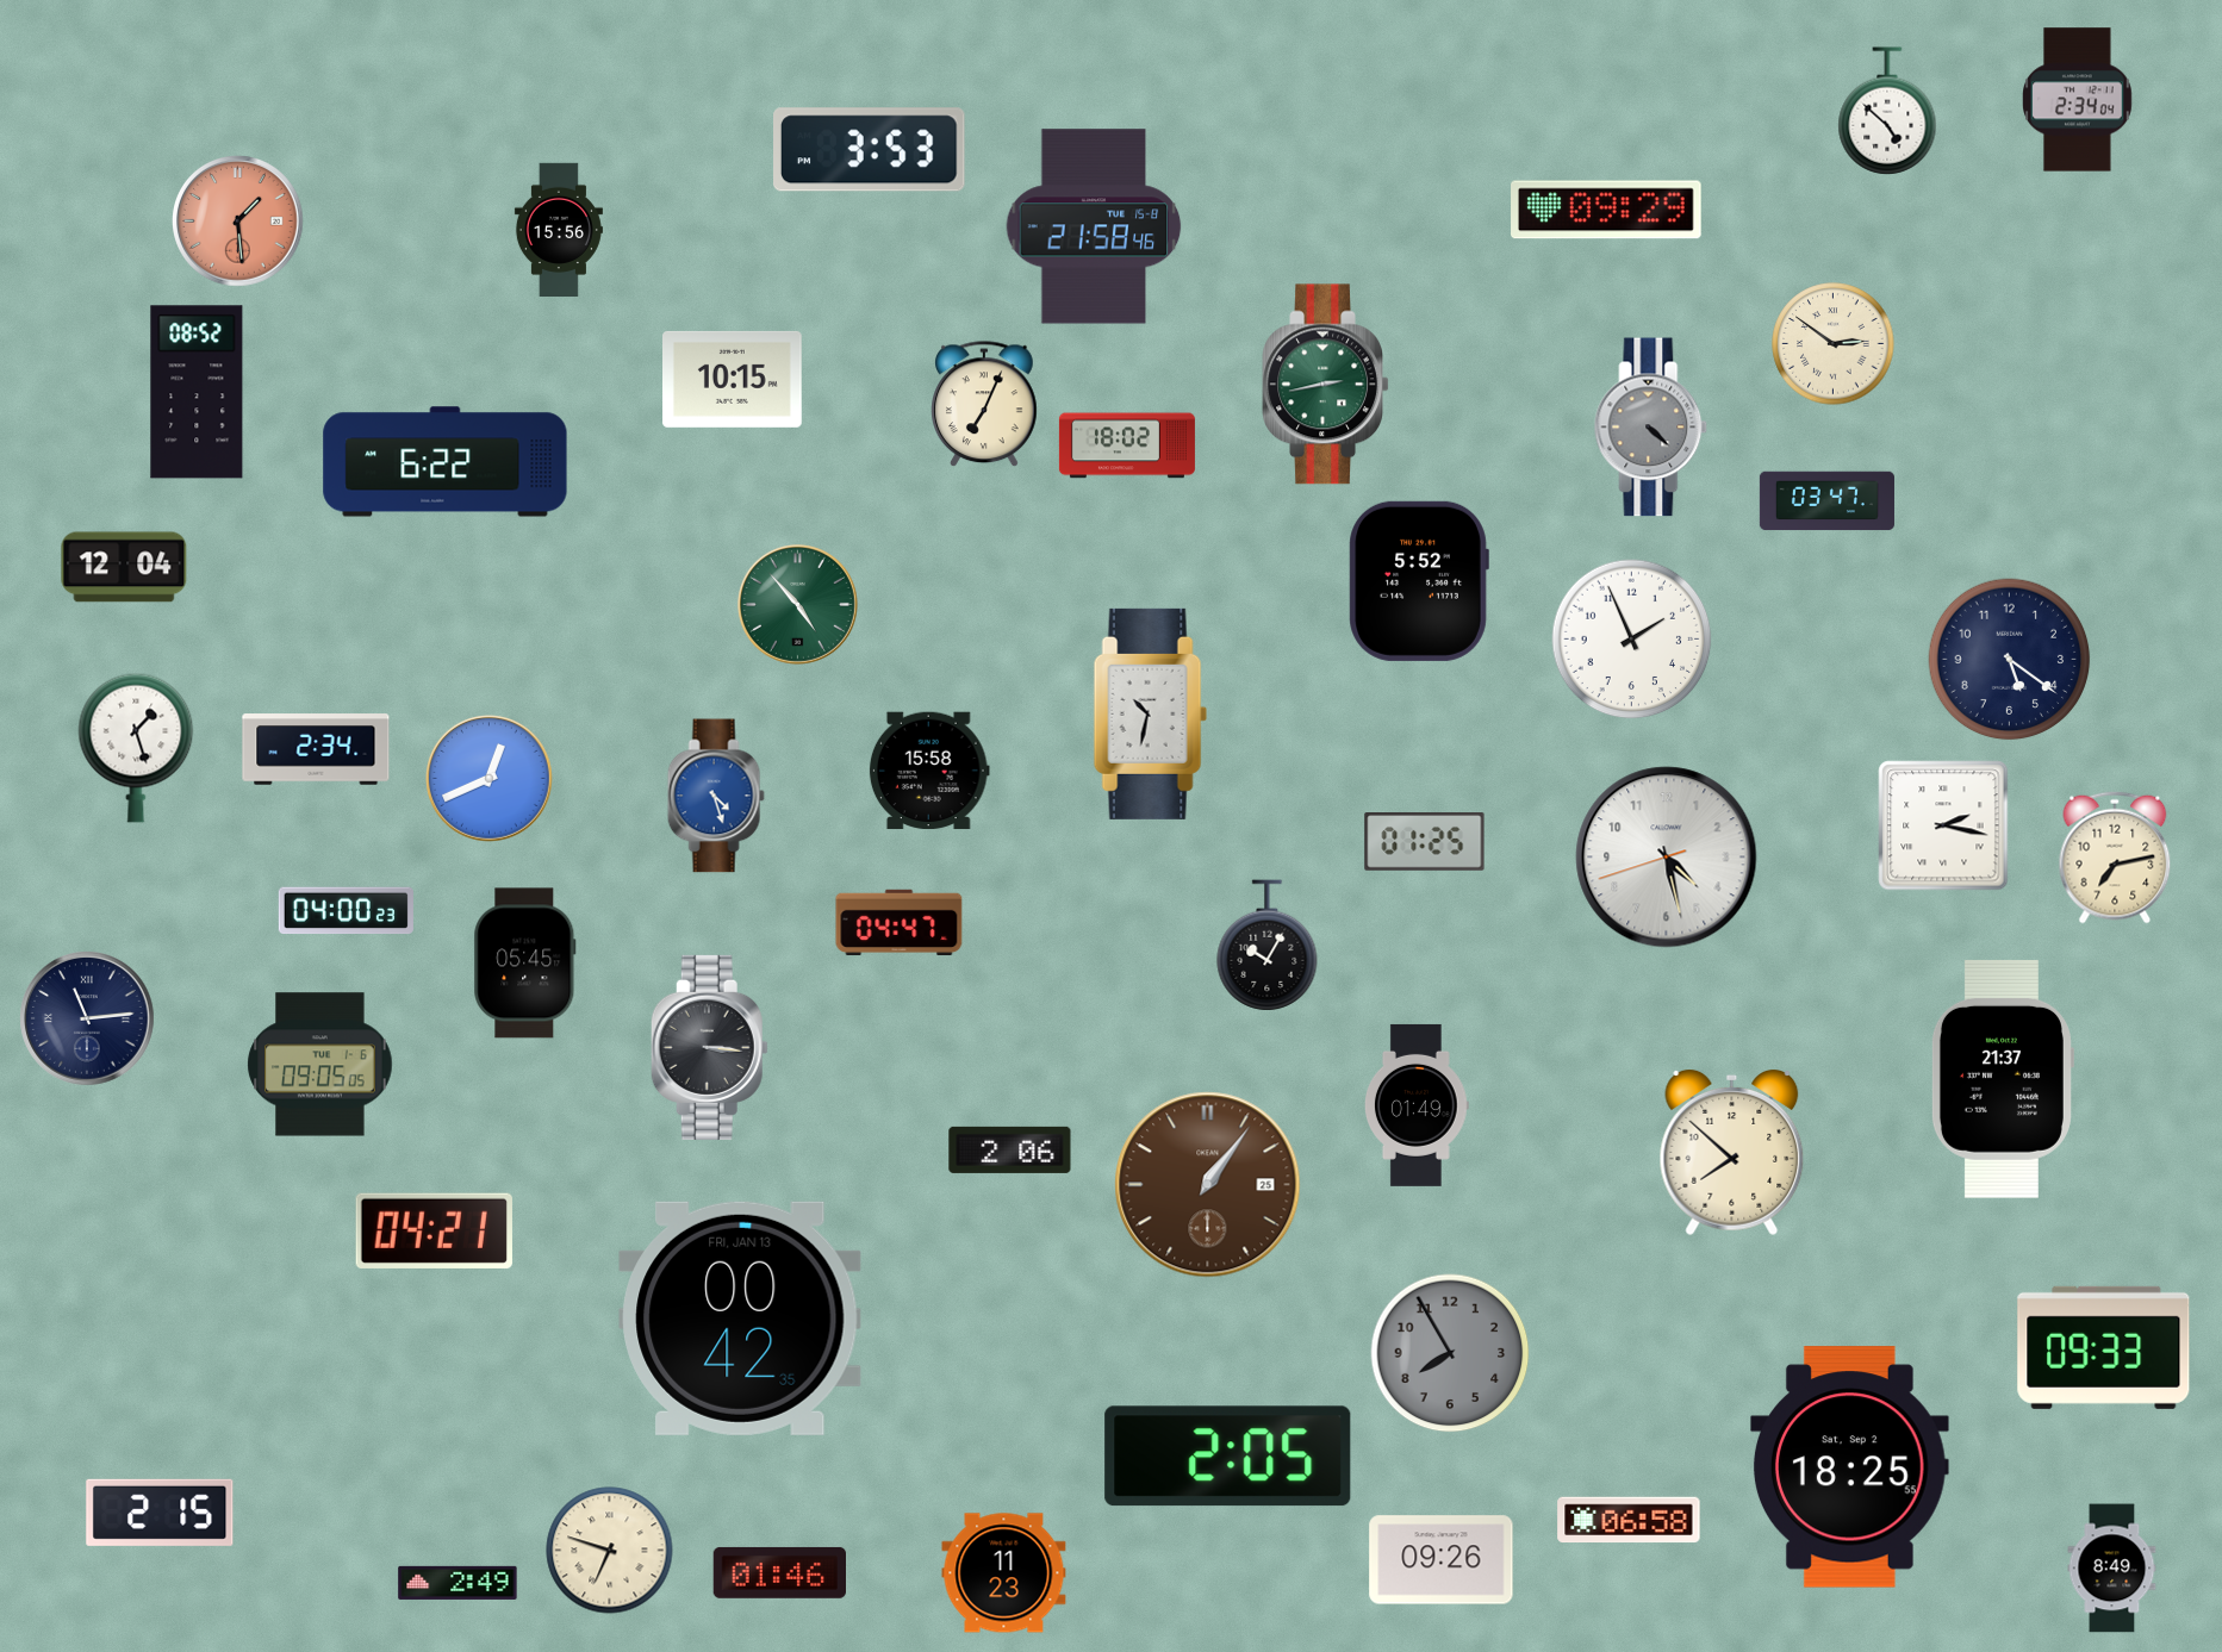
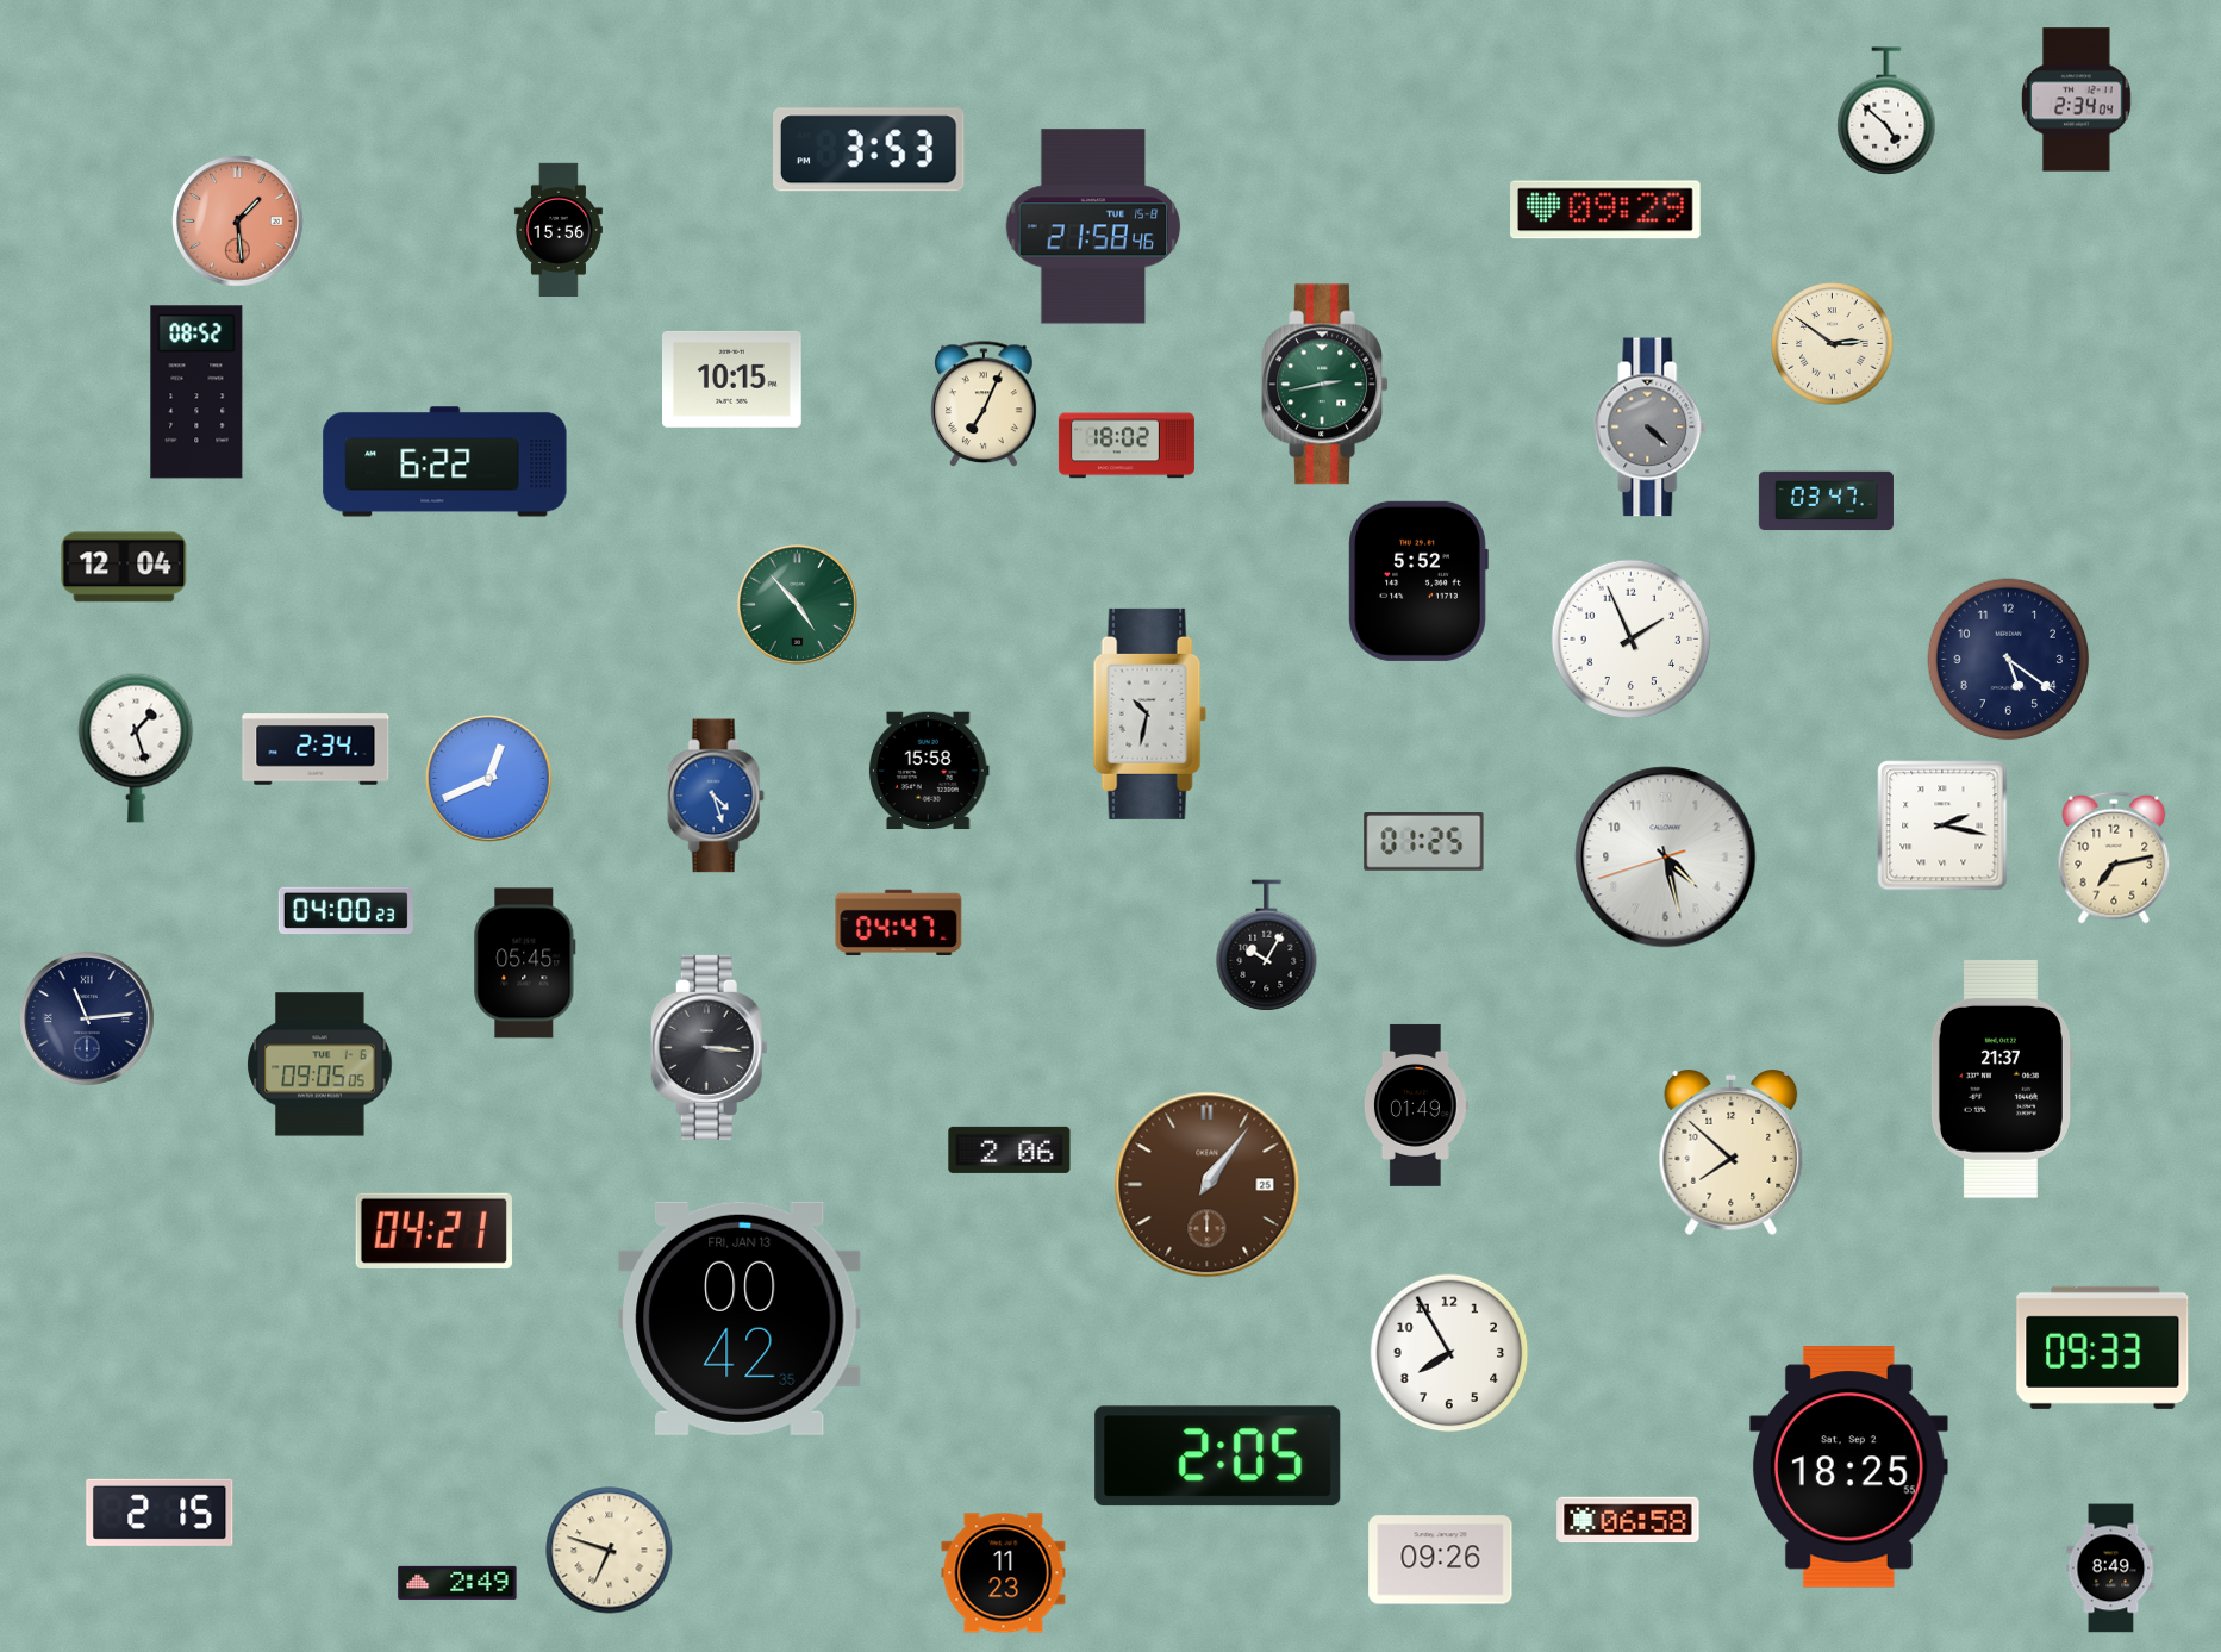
clock at (1450, 1353) dial: grey -> white
clock at (1228, 1457) position: (1228, 1457) -> (1218, 1457)
clock at (779, 1572): 01:46 -> none
